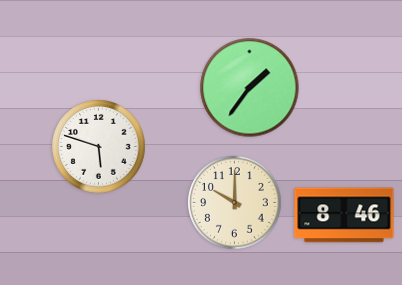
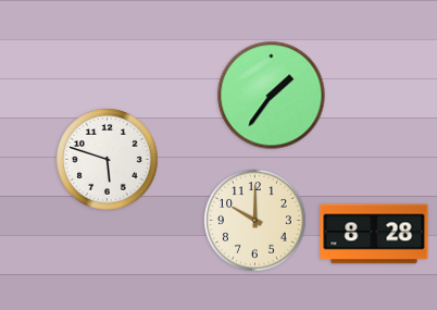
clock at (344, 215): 8:46 -> 8:28
